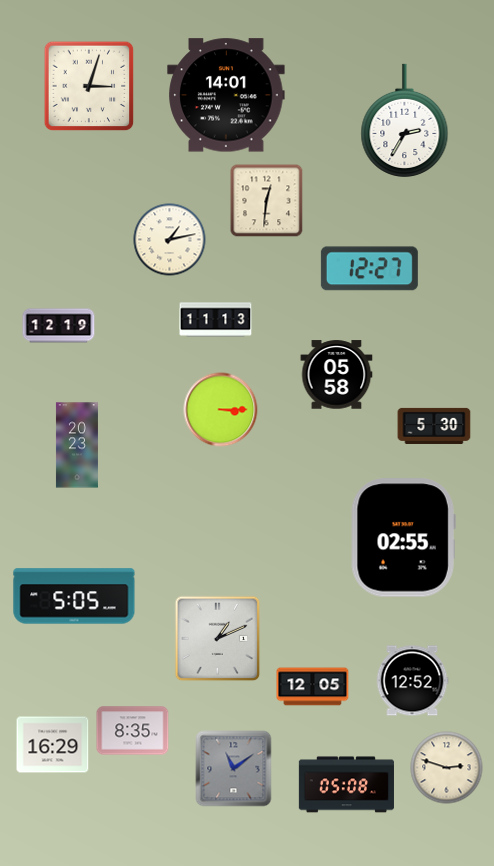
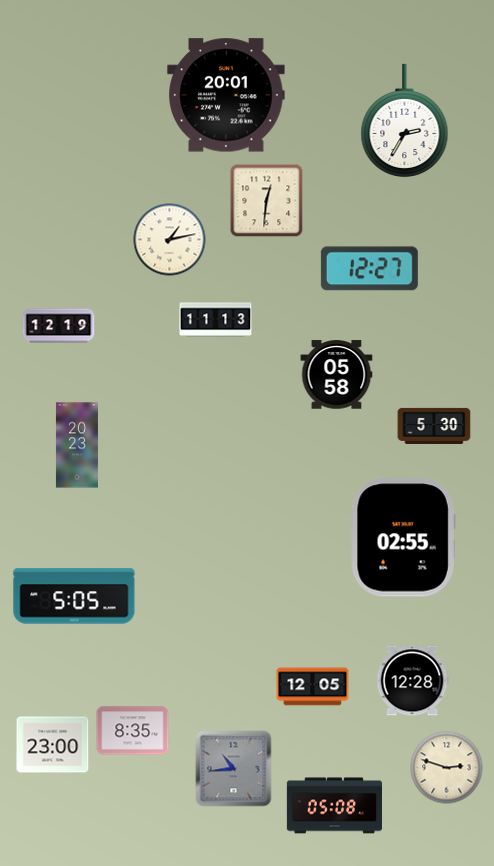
clock at (89, 86): 3:03 -> none
clock at (226, 95): 14:01 -> 20:01
clock at (221, 410): 3:15 -> none
clock at (218, 639): 1:11 -> none
clock at (412, 681): 12:52 -> 12:28
clock at (53, 745): 16:29 -> 23:00
clock at (234, 769): 11:09 -> 10:44
clock at (346, 785) position: (346, 785) -> (334, 806)
